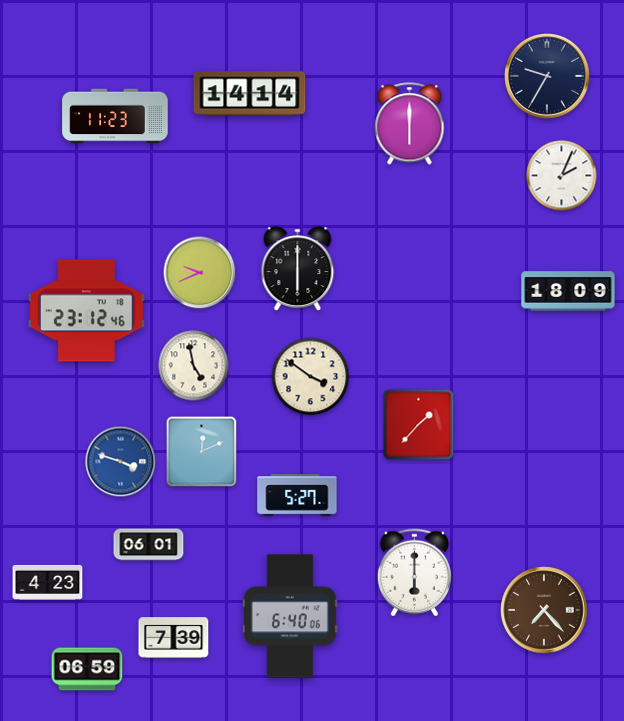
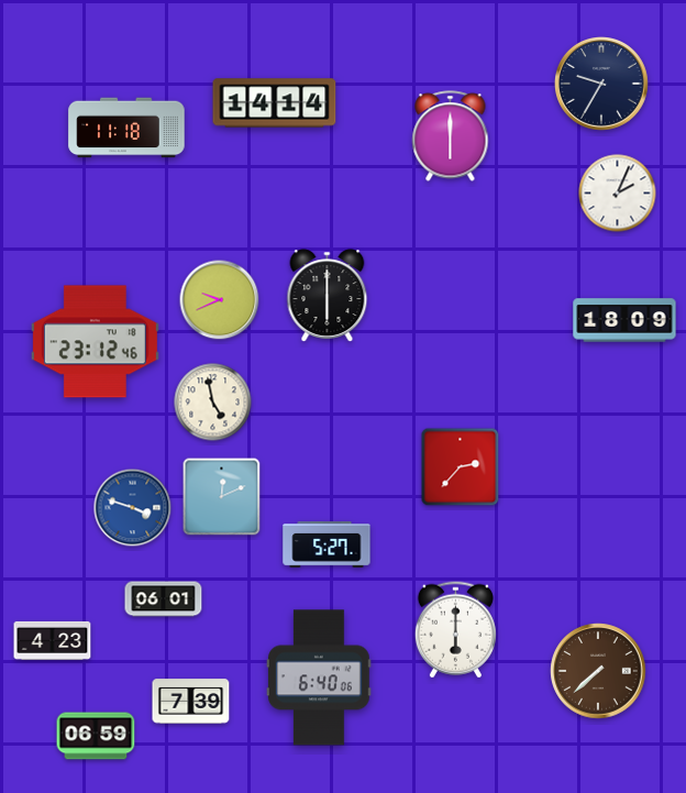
clock at (115, 116): 11:23 -> 11:18
clock at (311, 377): 3:51 -> none
clock at (419, 425): 1:37 -> 2:37
clock at (544, 610): 7:23 -> 7:38
